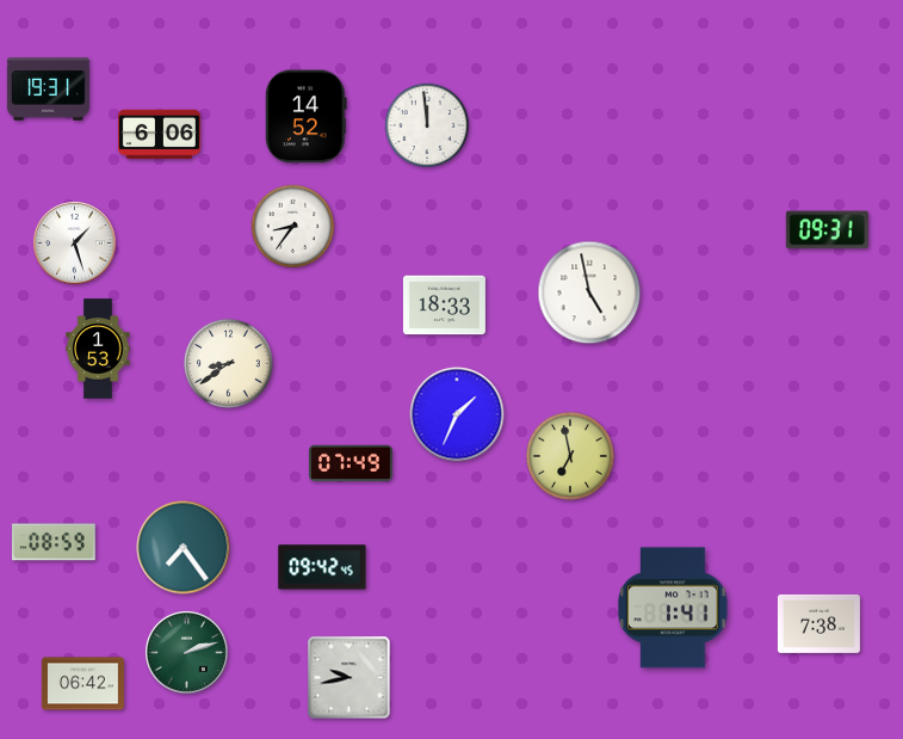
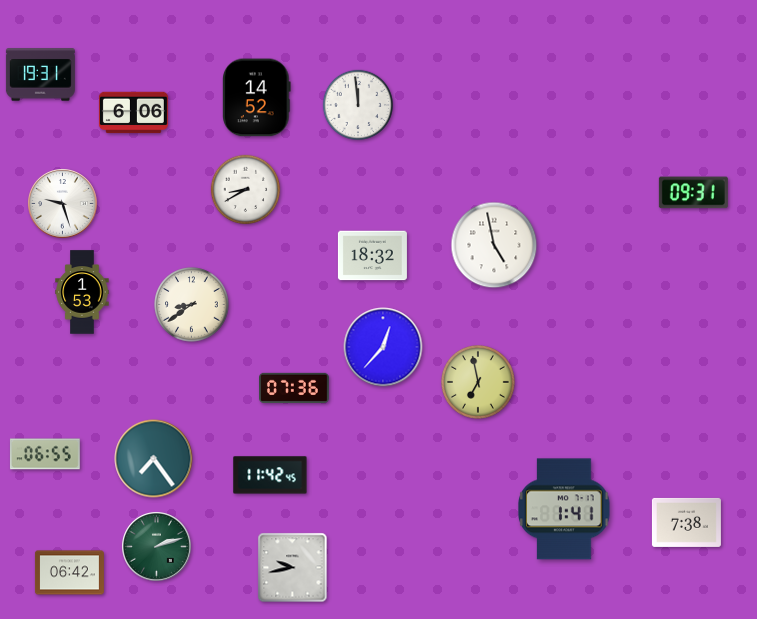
clock at (293, 227): 8:36 -> 8:40
clock at (75, 244): 1:27 -> 9:27
clock at (444, 306): 18:33 -> 18:32
clock at (457, 414): 1:34 -> 12:37
clock at (352, 462): 07:49 -> 07:36
clock at (54, 542): 08:59 -> 06:55
clock at (322, 567): 09:42 -> 11:42
